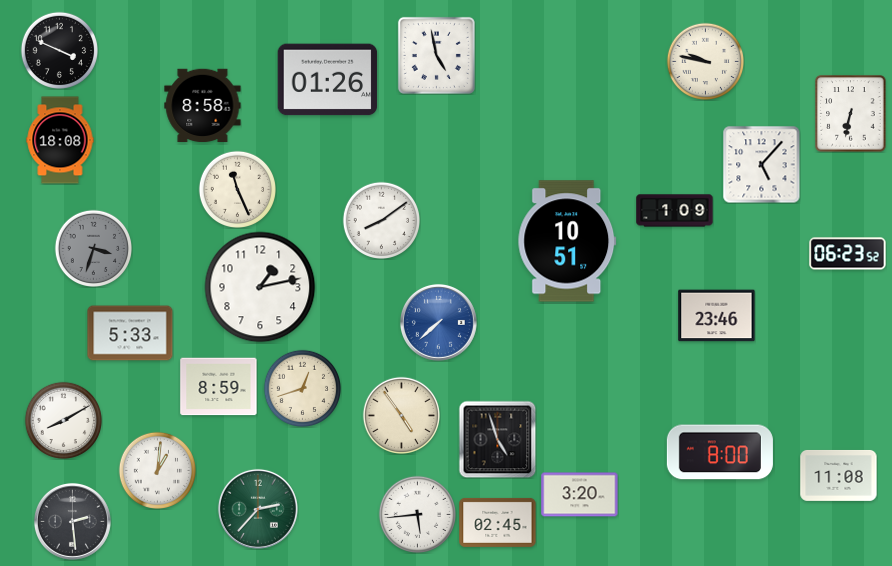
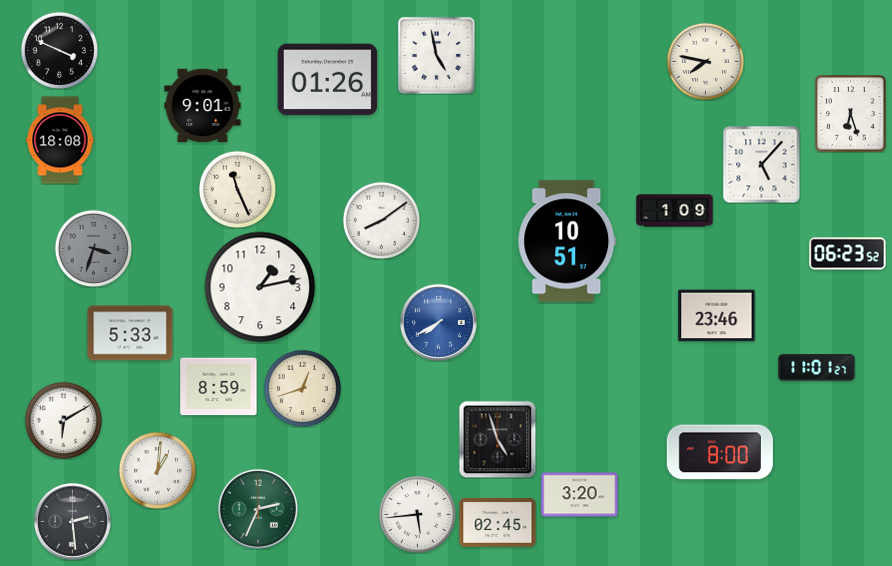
clock at (705, 61): 9:47 -> 7:47
clock at (203, 106): 8:58 -> 9:01
clock at (851, 114): 6:32 -> 6:27
clock at (438, 322): 7:38 -> 7:40
clock at (817, 368): none -> 11:01
clock at (401, 415): 4:54 -> none
clock at (63, 420): 8:10 -> 6:10
clock at (839, 475): 11:08 -> none
clock at (258, 509): 2:37 -> 2:34
